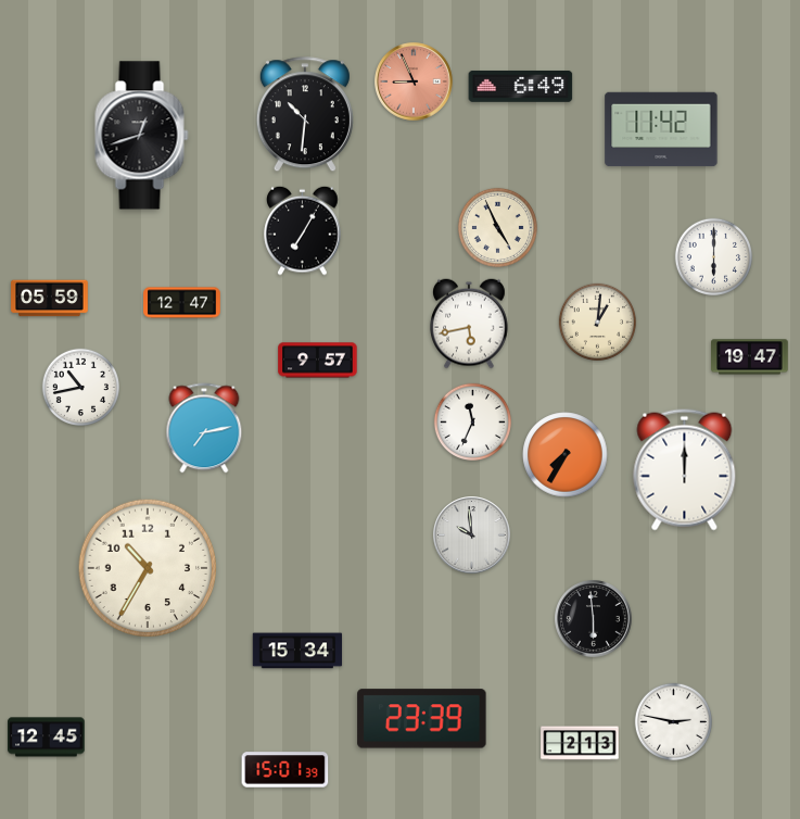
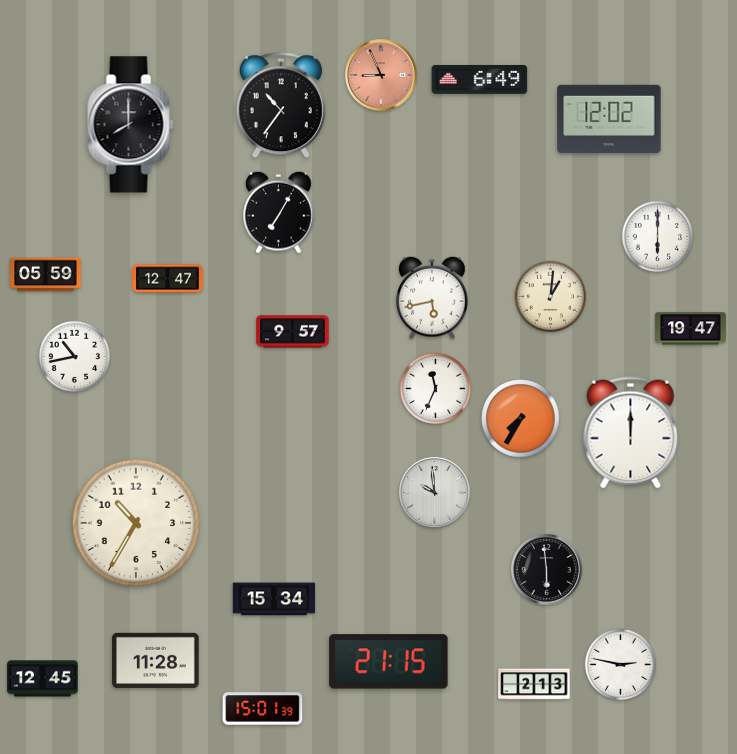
clock at (305, 115): 10:31 -> 10:36
clock at (661, 129): 11:42 -> 12:02
clock at (142, 136): 12:42 -> 8:00
clock at (497, 227): 4:56 -> none
clock at (204, 428): 7:13 -> none
clock at (156, 660): none -> 11:28
clock at (422, 719): 23:39 -> 21:15
